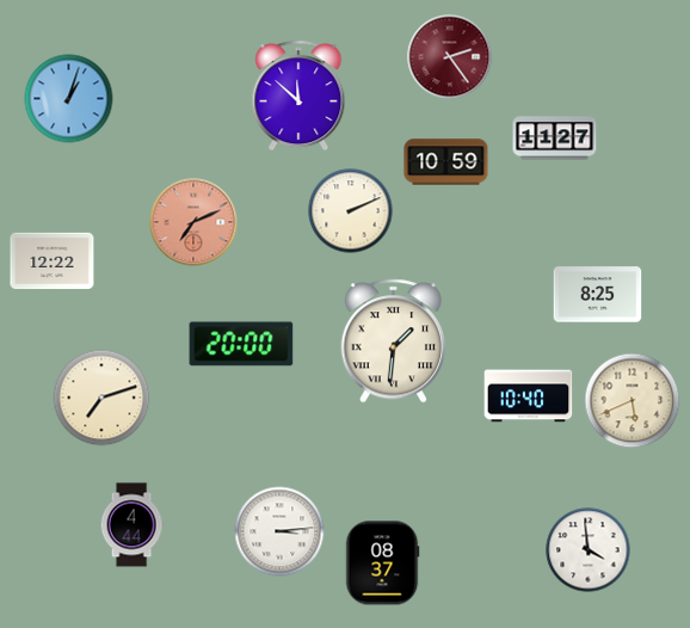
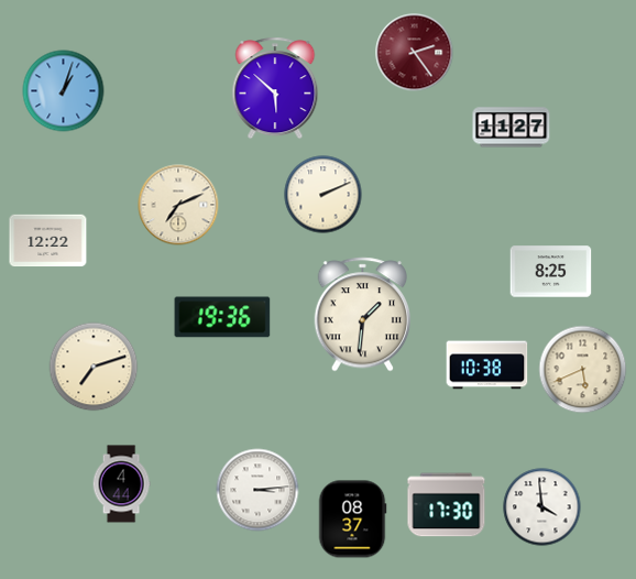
clock at (298, 96): 11:52 -> 5:52
clock at (446, 162): 10:59 -> none
clock at (193, 222) dial: salmon -> cream
clock at (241, 344): 20:00 -> 19:36
clock at (529, 396): 10:40 -> 10:38
clock at (447, 505): none -> 17:30
